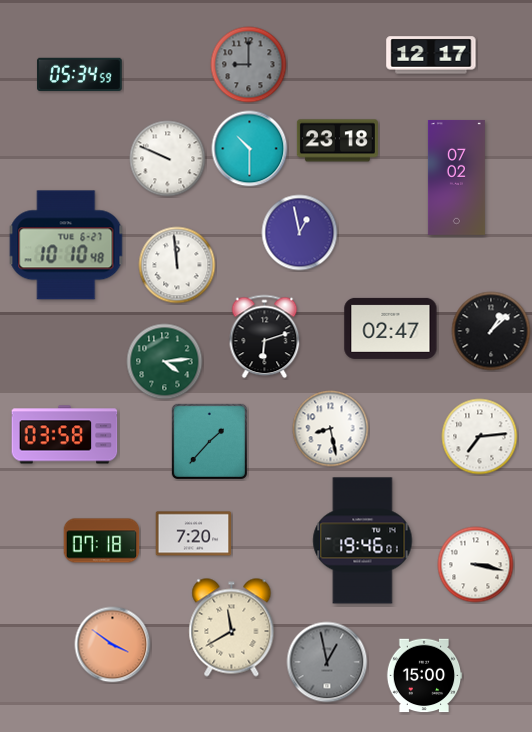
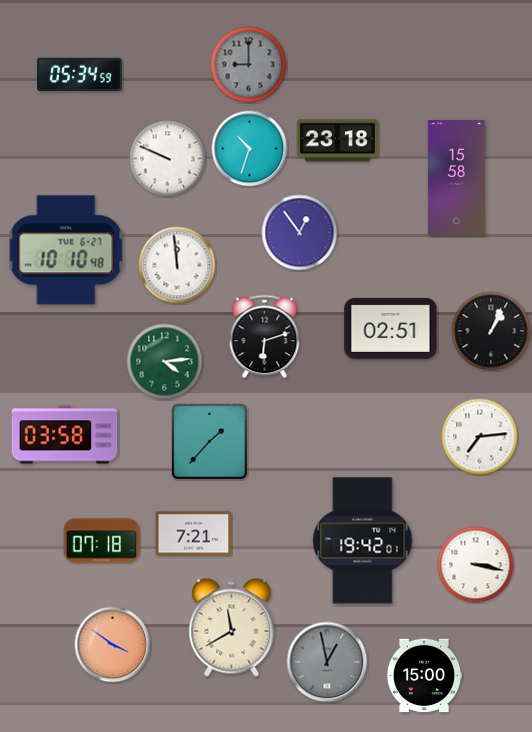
clock at (431, 55): 12:17 -> none
clock at (250, 149): 10:30 -> 10:33
clock at (456, 177): 07:02 -> 15:58
clock at (300, 233): 12:58 -> 12:54
clock at (66, 245) position: (66, 245) -> (66, 250)
clock at (391, 328): 02:47 -> 02:51
clock at (491, 331): 1:08 -> 1:04
clock at (331, 429): 8:28 -> none
clock at (194, 534): 7:20 -> 7:21
clock at (363, 541): 19:46 -> 19:42
